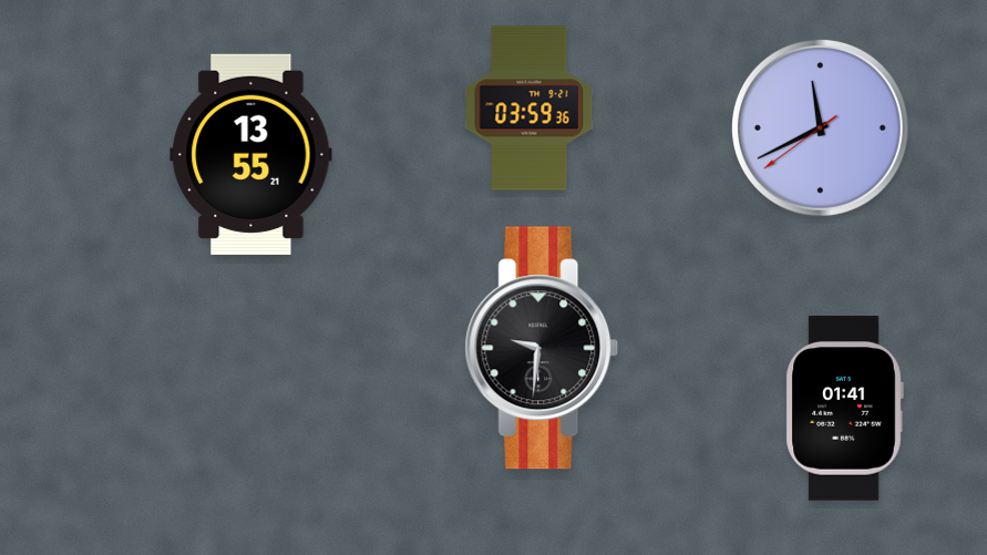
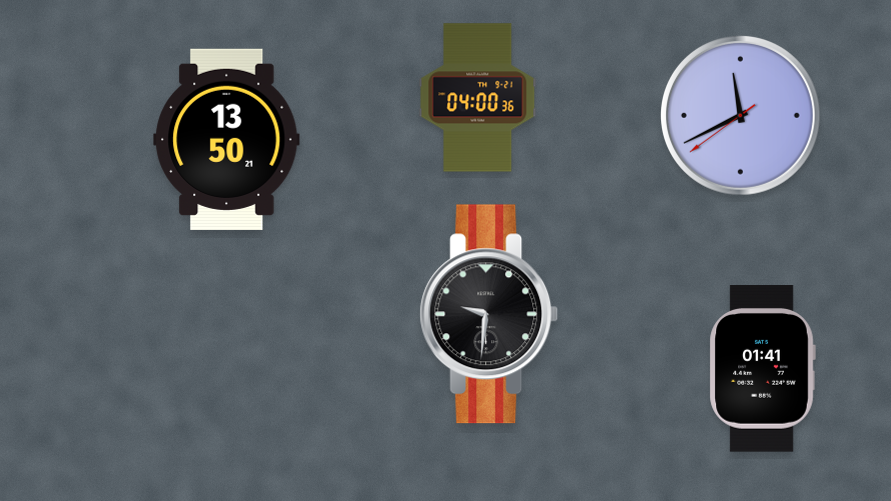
clock at (530, 109): 03:59 -> 04:00
clock at (251, 154): 13:55 -> 13:50
